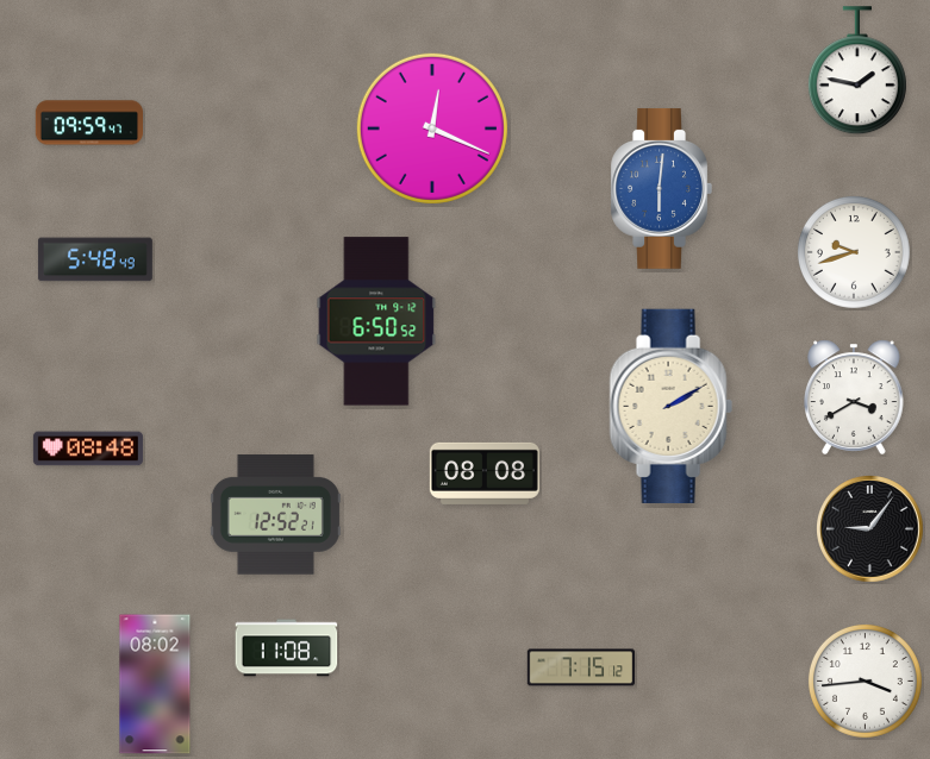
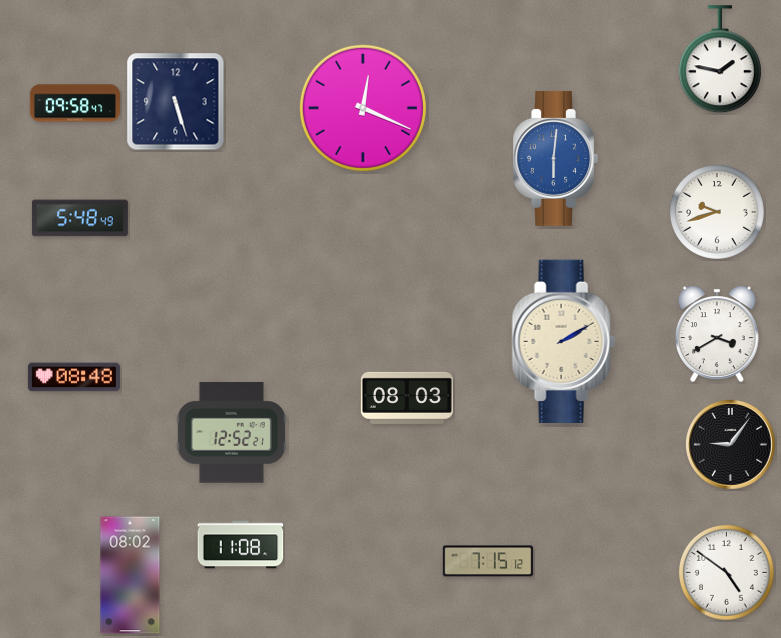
clock at (176, 102): none -> 5:27
clock at (88, 123): 09:59 -> 09:58
clock at (376, 321): 6:50 -> none
clock at (485, 473): 08:08 -> 08:03
clock at (865, 680): 3:44 -> 4:51
